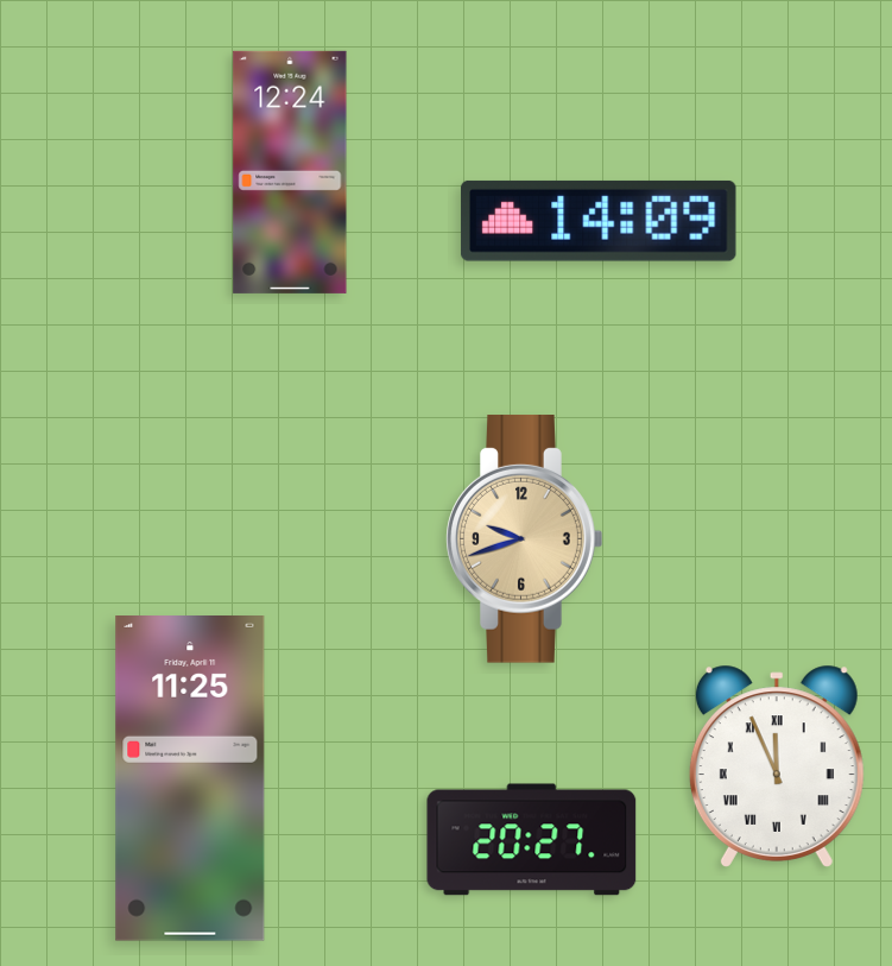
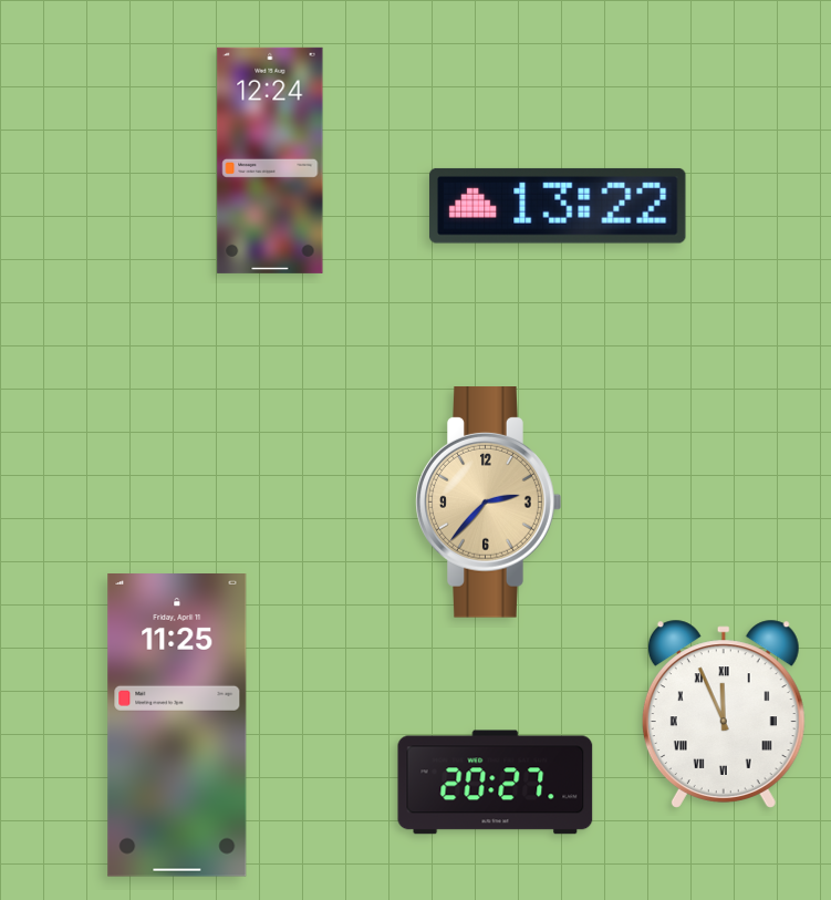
clock at (599, 221): 14:09 -> 13:22
clock at (525, 539): 9:42 -> 2:37
